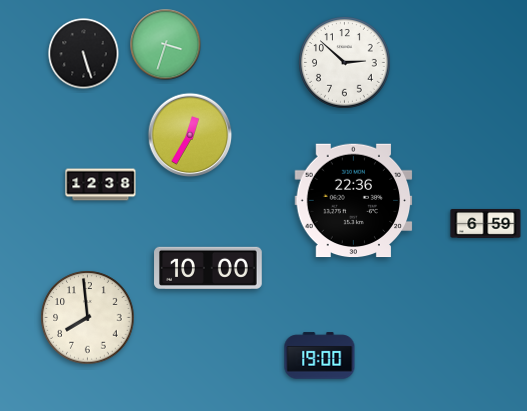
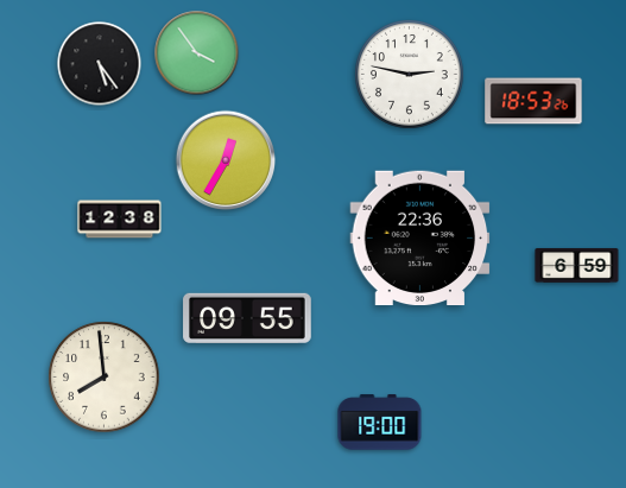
clock at (166, 45): 3:33 -> 3:54
clock at (84, 54): 5:27 -> 5:24
clock at (345, 63): 2:52 -> 2:47
clock at (533, 101): none -> 18:53
clock at (208, 268): 10:00 -> 09:55
